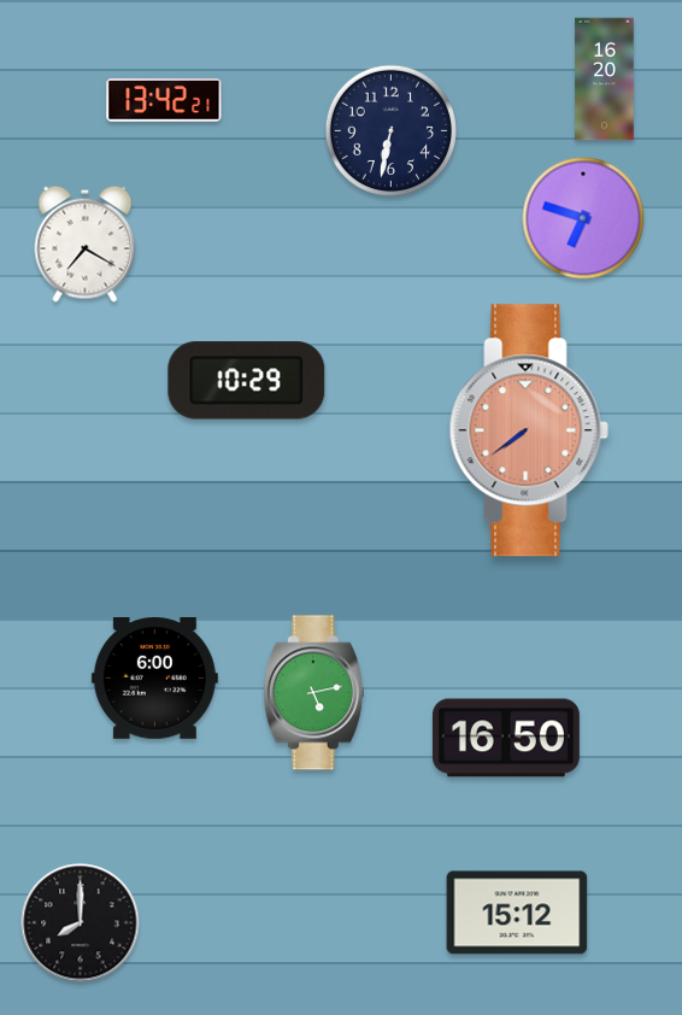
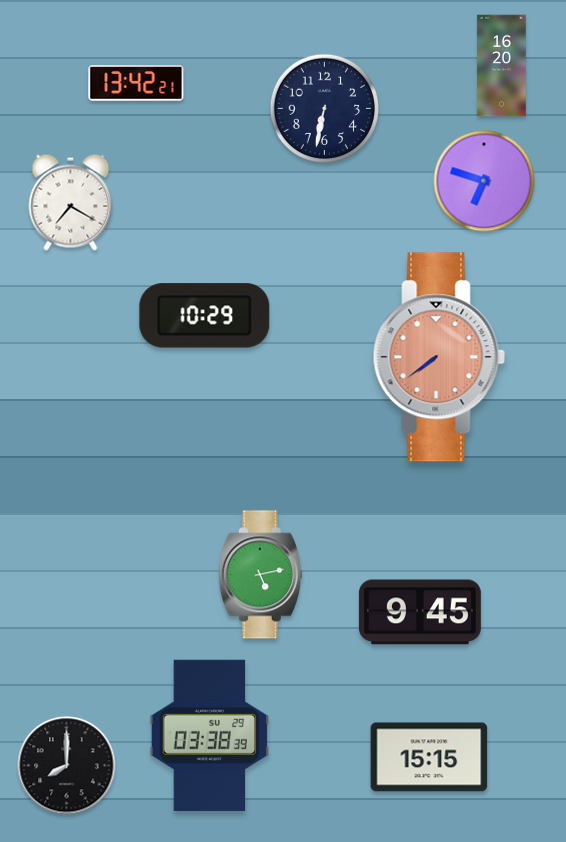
clock at (154, 679): 6:00 -> none
clock at (506, 738): 16:50 -> 9:45
clock at (210, 735): none -> 03:38
clock at (517, 913): 15:12 -> 15:15
